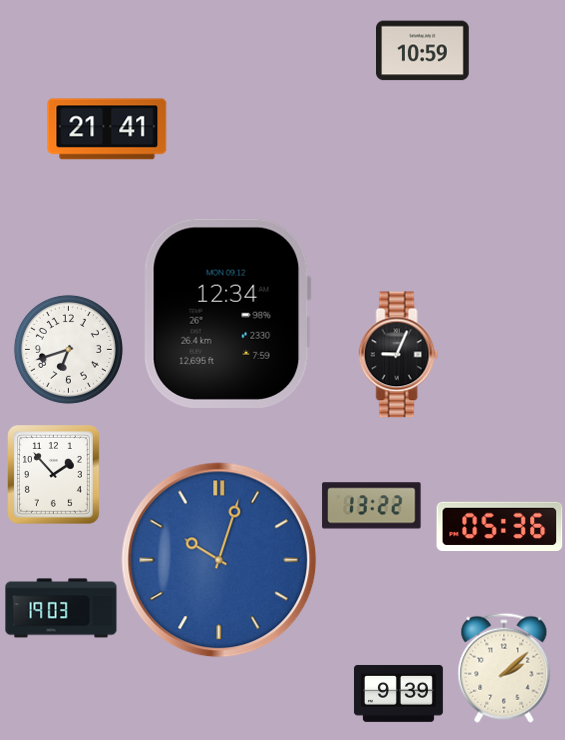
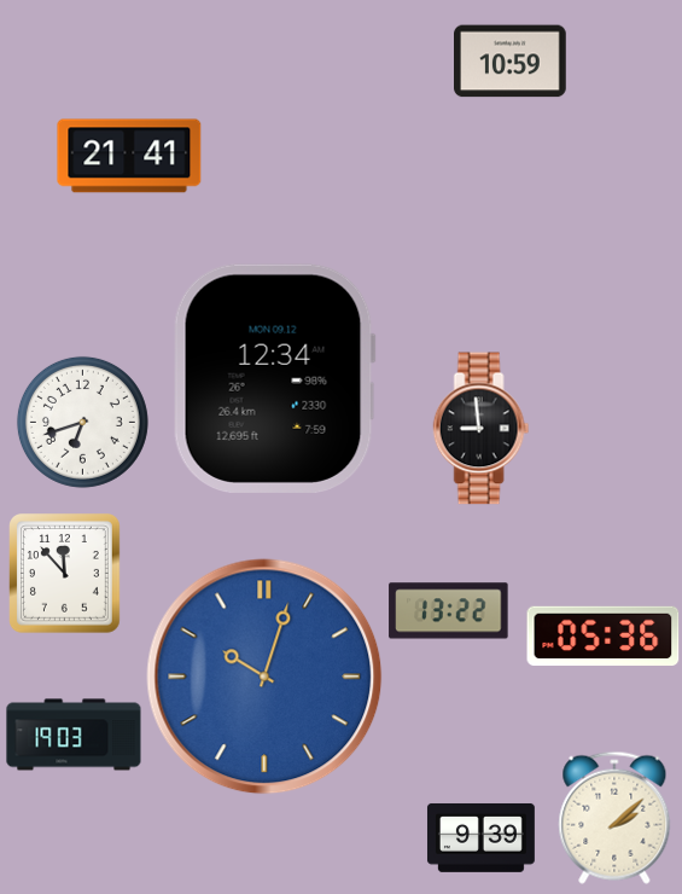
clock at (399, 355): 9:04 -> 8:59
clock at (54, 475): 1:53 -> 11:53
clock at (504, 668) position: (504, 668) -> (614, 818)
